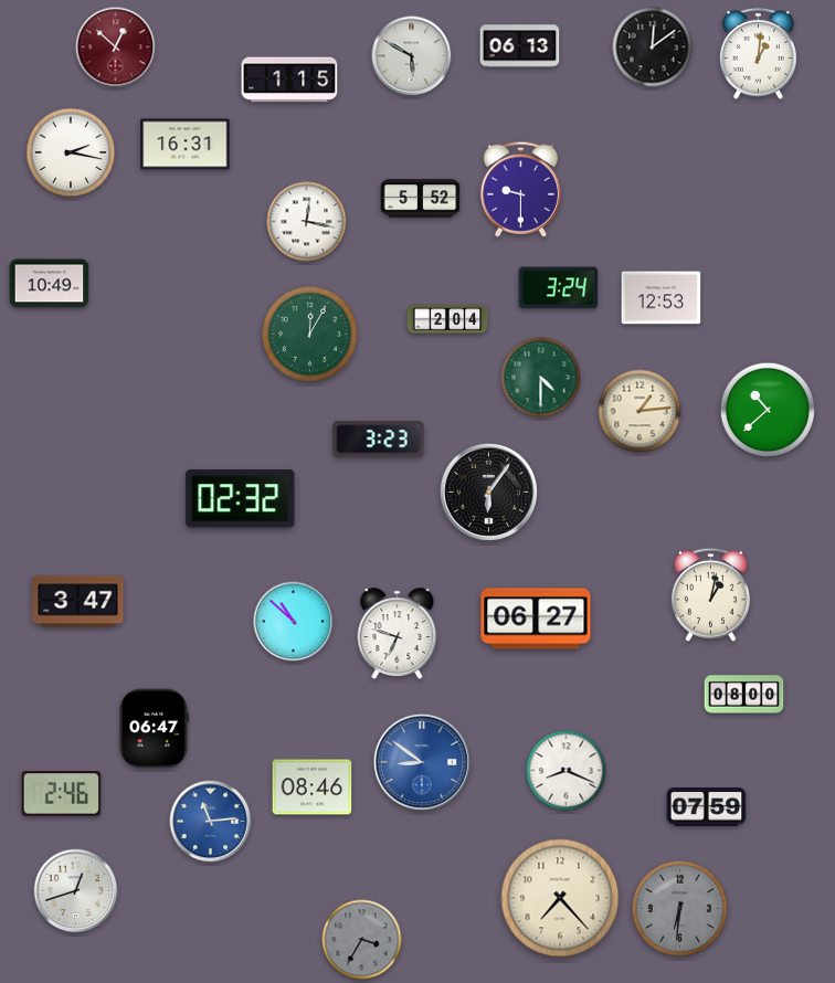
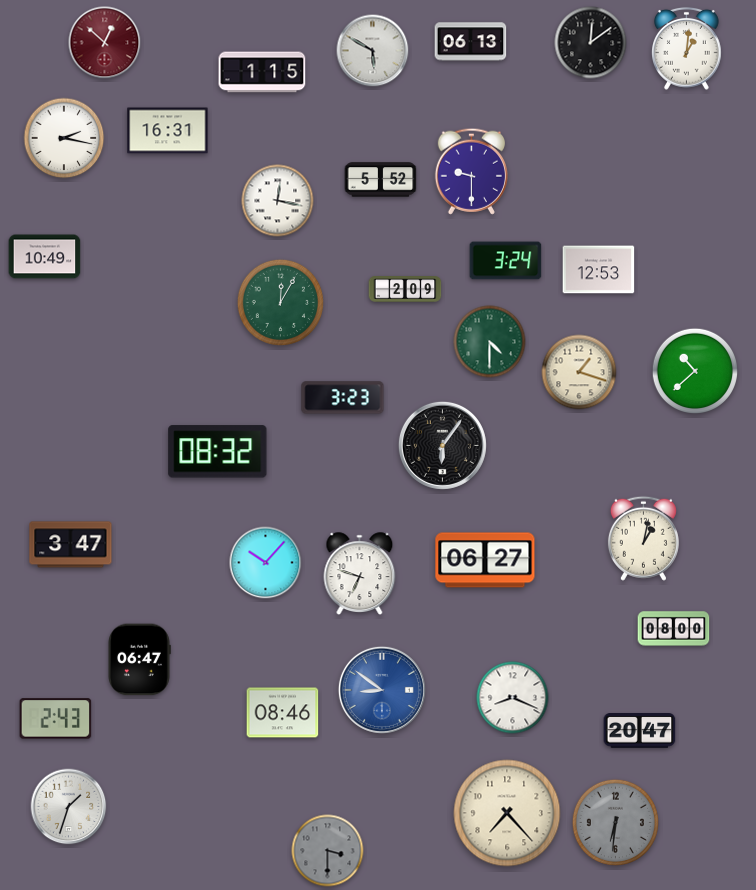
clock at (447, 319): 2:04 -> 2:09
clock at (640, 411): 1:14 -> 1:18
clock at (241, 499): 02:32 -> 08:32
clock at (294, 622): 10:52 -> 10:07
clock at (62, 794): 2:46 -> 2:43
clock at (707, 807): 07:59 -> 20:47
clock at (211, 822): 11:14 -> none
clock at (76, 891): 12:42 -> 1:33
clock at (362, 940): 3:35 -> 3:30
